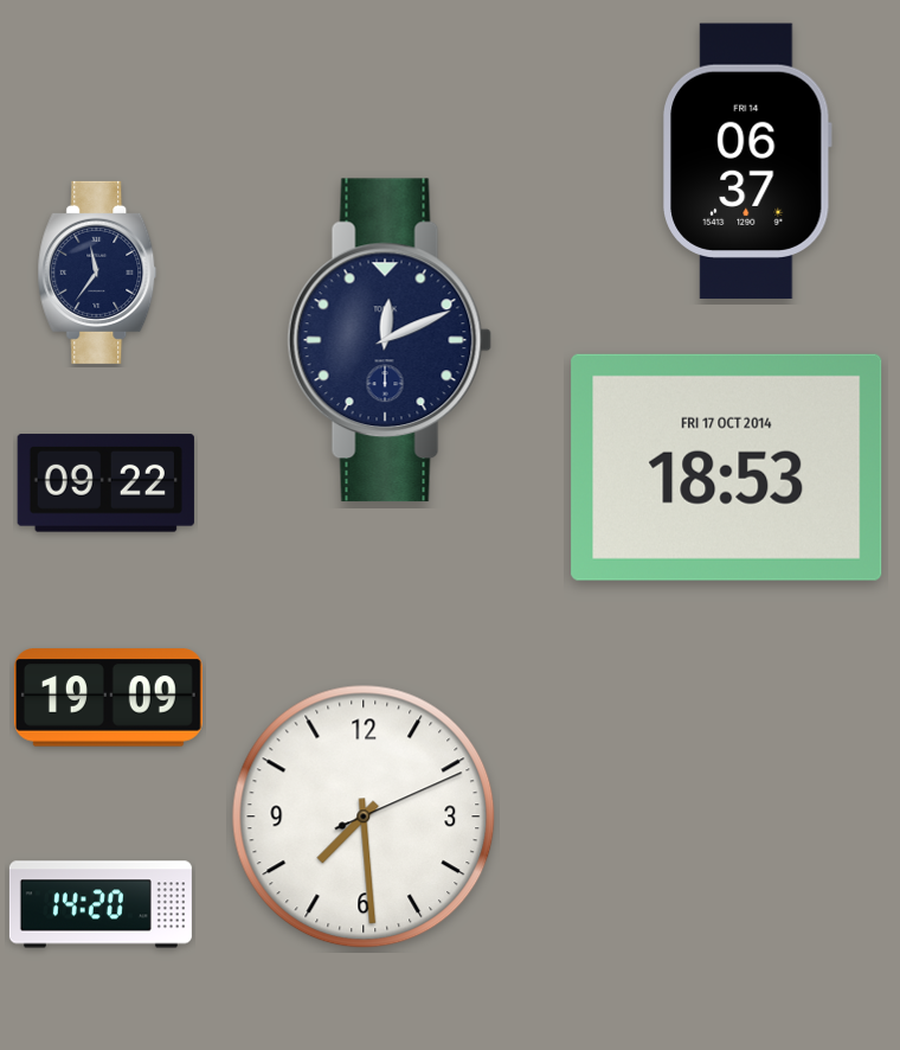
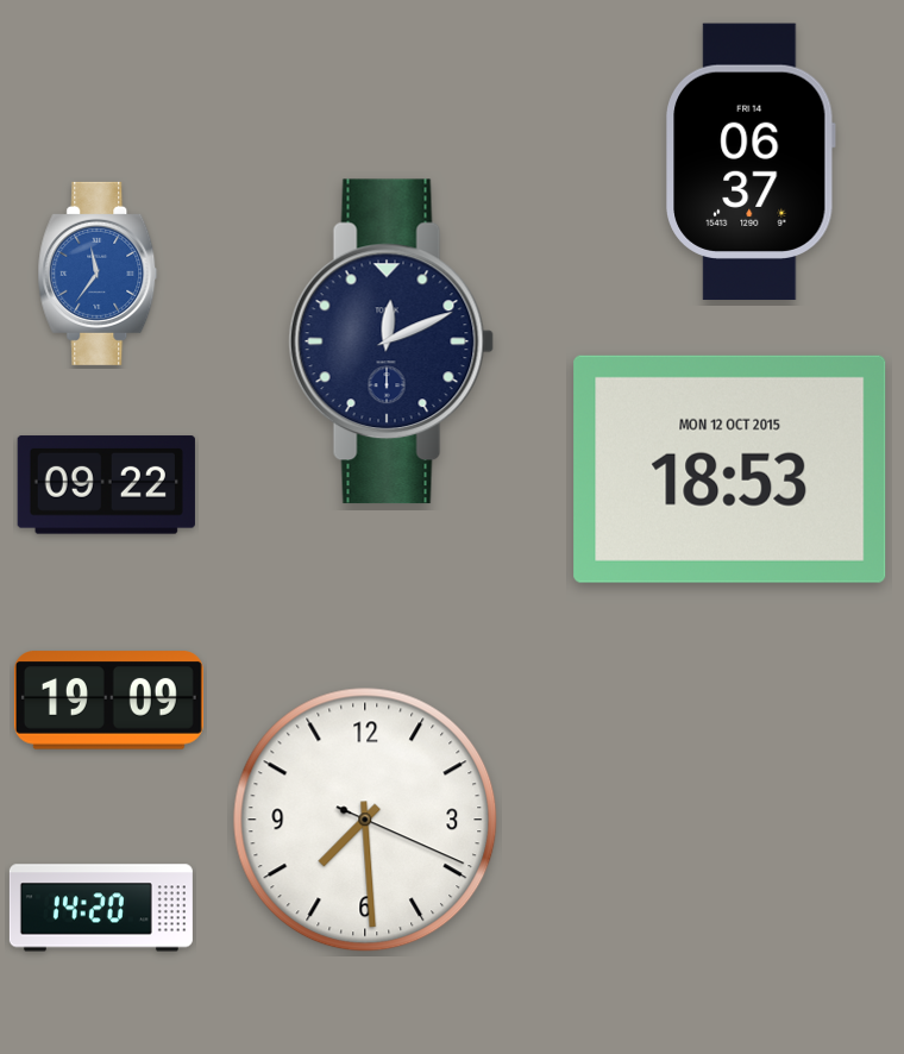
clock at (97, 273) dial: navy -> blue
clock at (727, 467) date: FRI 17 OCT 2014 -> MON 12 OCT 2015
clock at (364, 817): 7:29:11 -> 7:29:19
